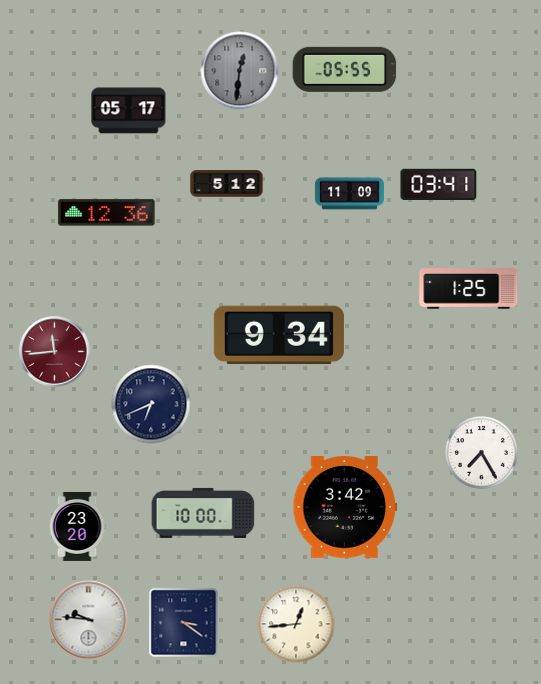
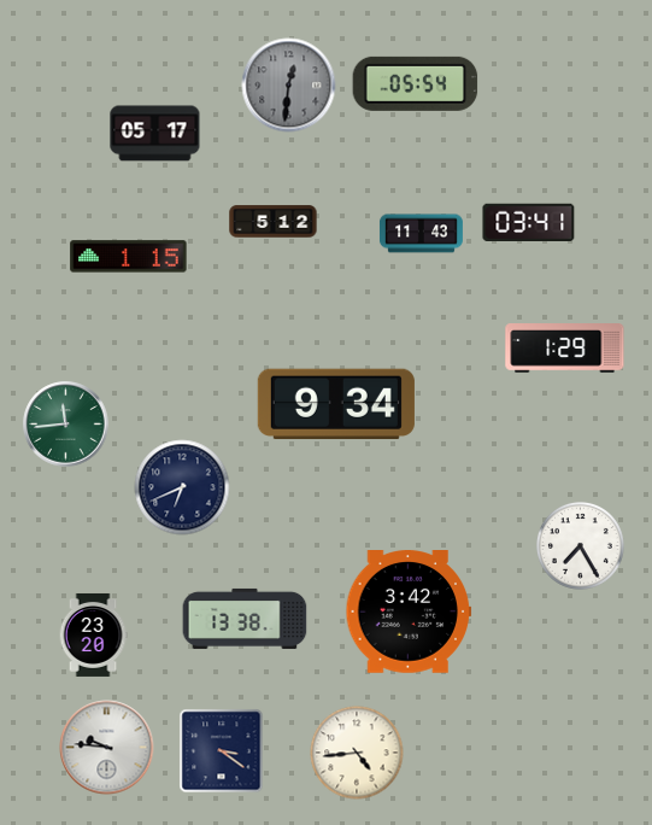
clock at (345, 69): 05:55 -> 05:54
clock at (349, 194): 11:09 -> 11:43
clock at (107, 213): 12:36 -> 1:15
clock at (469, 289): 1:25 -> 1:29
clock at (55, 352) dial: burgundy -> green
clock at (345, 508) position: (345, 508) -> (409, 613)
clock at (203, 513): 10:00 -> 13:38
clock at (296, 624): 12:44 -> 4:44
